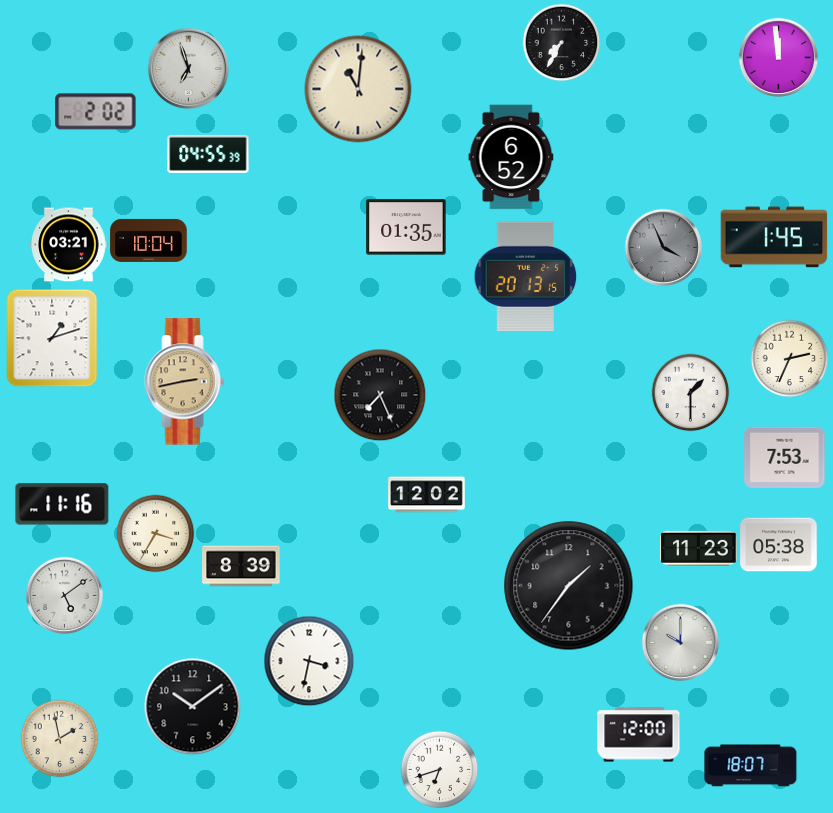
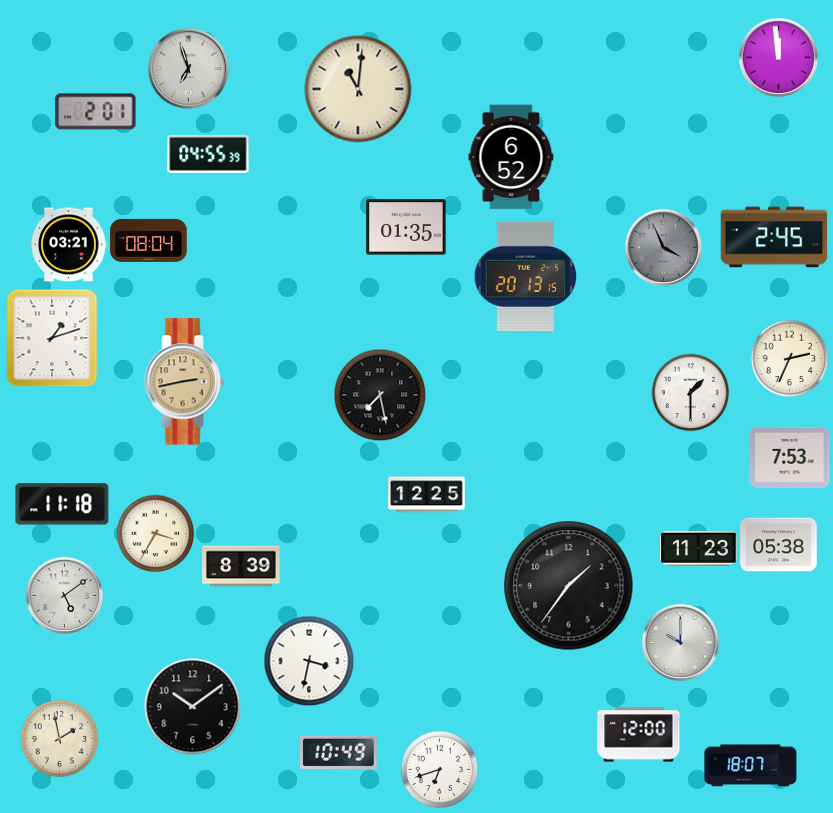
clock at (561, 42): 7:35 -> none
clock at (96, 112): 2:02 -> 2:01
clock at (774, 237): 1:45 -> 2:45
clock at (149, 240): 10:04 -> 08:04
clock at (380, 395): 7:26 -> 7:28
clock at (785, 457) position: (785, 457) -> (790, 457)
clock at (427, 495): 12:02 -> 12:25
clock at (62, 504): 11:16 -> 11:18
clock at (339, 752): none -> 10:49
